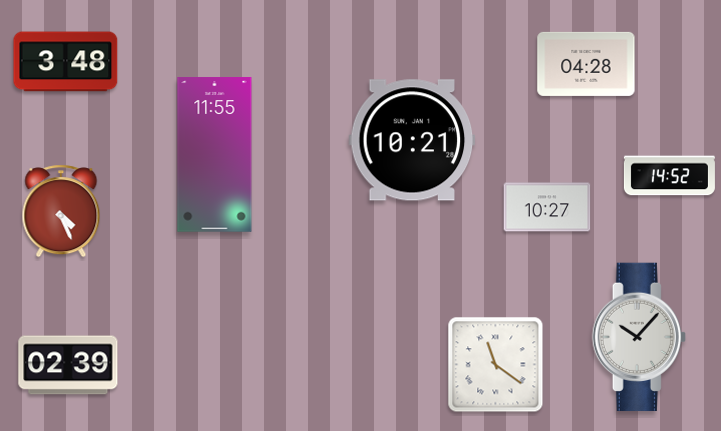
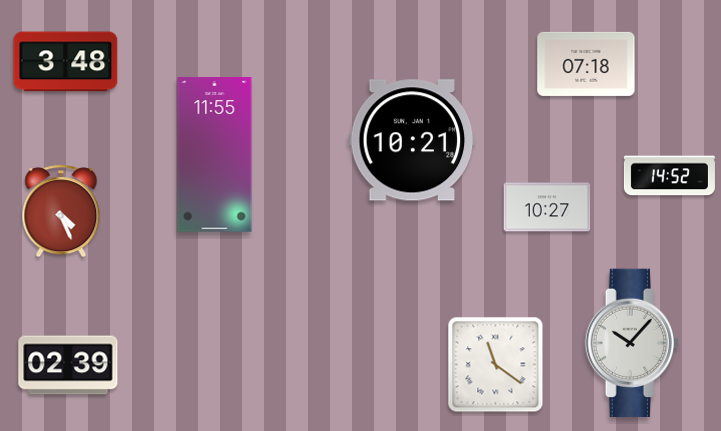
clock at (586, 64): 04:28 -> 07:18
clock at (639, 337) position: (639, 337) -> (632, 343)
